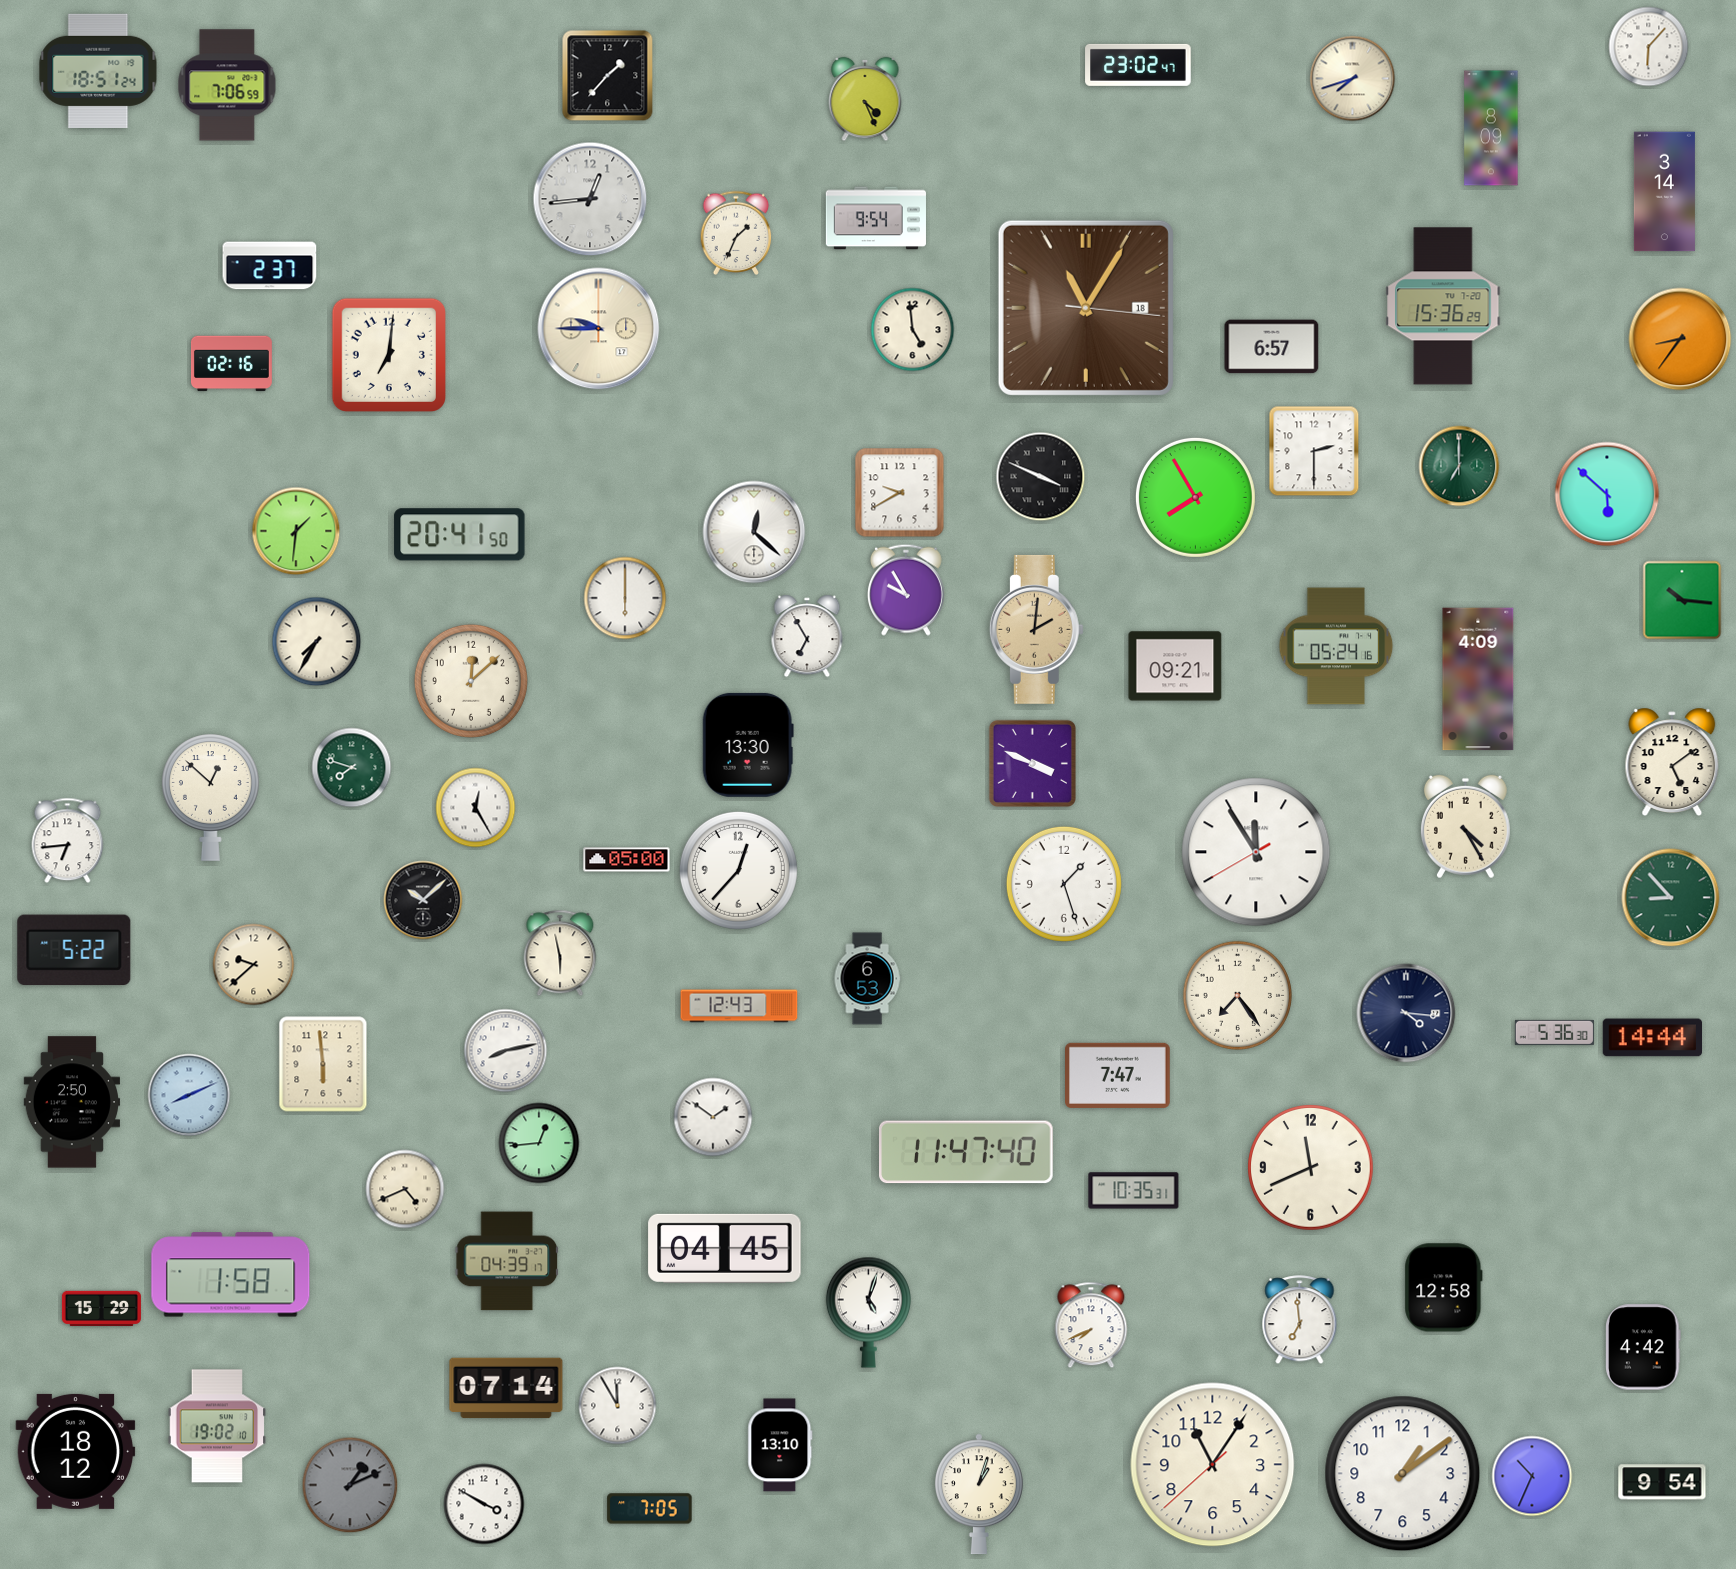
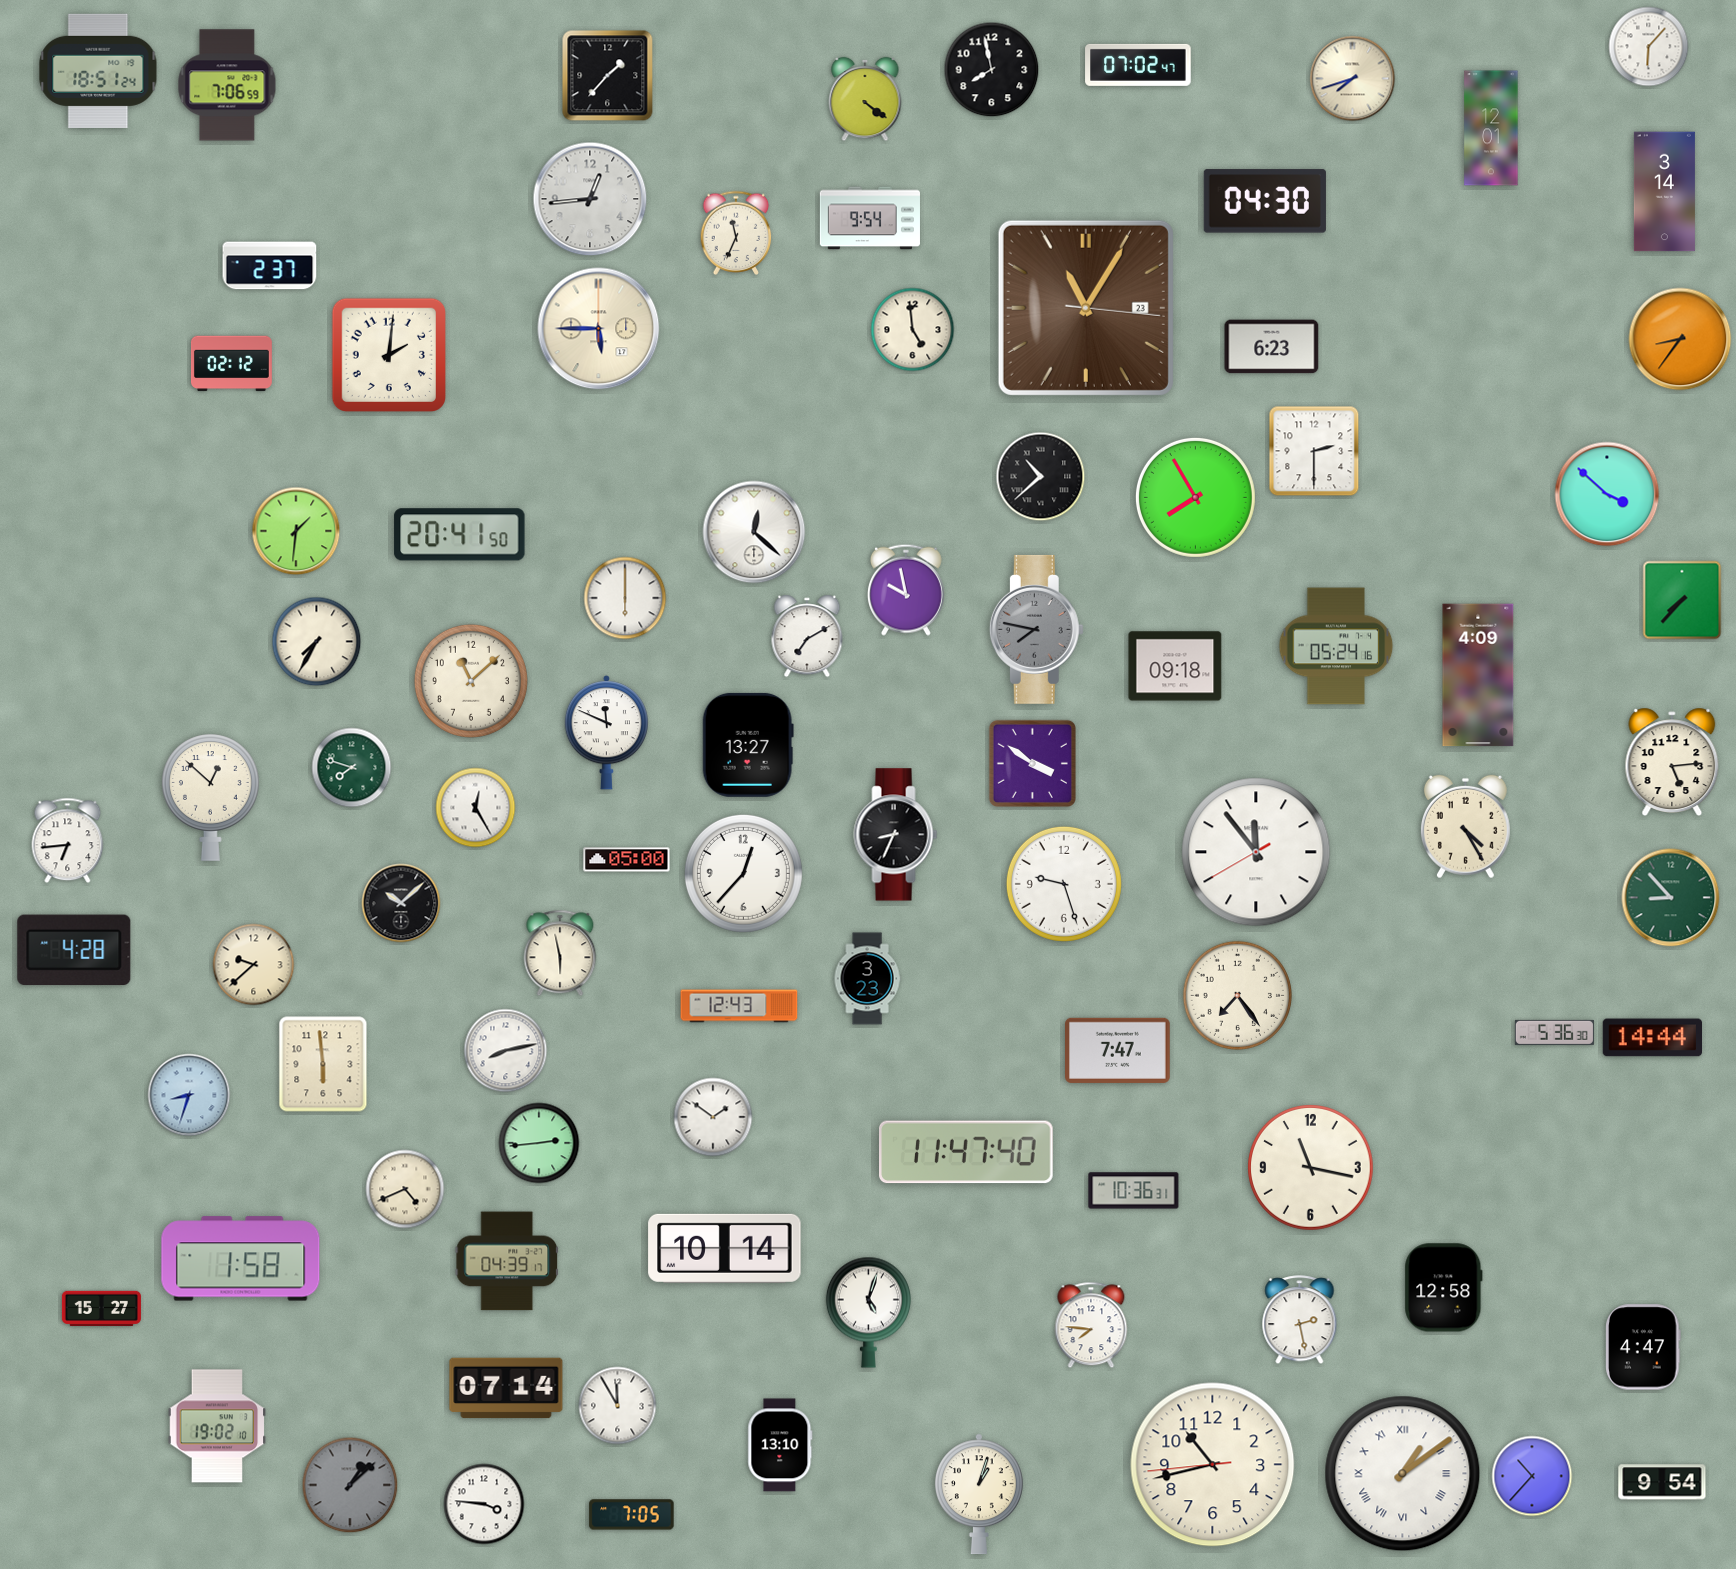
clock at (1138, 65): 23:02 -> 07:02
clock at (992, 70): none -> 7:58
clock at (865, 99): 4:26 -> 4:21
clock at (1491, 128): 8:09 -> 12:01
clock at (1265, 201): none -> 04:30
clock at (876, 218) position: (876, 218) -> (870, 218)
clock at (736, 233): 1:34 -> 11:34
clock at (1443, 306): 15:36 -> none
clock at (1086, 308) date: 18 -> 23
clock at (599, 329): 9:45 -> 5:45
clock at (1272, 347): 6:57 -> 6:23
clock at (388, 354): 7:01 -> 2:01
clock at (231, 364): 02:16 -> 02:12
clock at (1459, 466): 7:00 -> none
clock at (1041, 477): 3:49 -> 10:38
clock at (900, 493): 9:40 -> none
clock at (1607, 494): 5:52 -> 3:52
clock at (906, 590): 9:55 -> 9:58
clock at (1682, 600): 10:16 -> 7:37
clock at (1036, 629): 2:01 -> 7:47
clock at (1036, 629) dial: champagne -> grey
clock at (807, 636): 6:55 -> 7:10
clock at (1175, 666): 09:21 -> 09:18
clock at (1478, 679) position: (1478, 679) -> (1478, 675)
clock at (471, 681): 12:08 -> 11:08
clock at (606, 733): none -> 11:49
clock at (748, 745): 13:30 -> 13:27
clock at (1672, 761): 5:09 -> 5:14
clock at (1032, 763): 3:49 -> 3:51
clock at (896, 835): none -> 8:34
clock at (1256, 852): 11:54 -> 11:53
clock at (738, 870) position: (738, 870) -> (743, 873)
clock at (1064, 884): 1:27 -> 9:27
clock at (423, 900) position: (423, 900) -> (401, 903)
clock at (74, 950): 5:22 -> 4:28
clock at (867, 979): 6:53 -> 3:23
clock at (1406, 1013): 4:16 -> none
clock at (1118, 1075) position: (1118, 1075) -> (1118, 1050)
clock at (189, 1095): 8:11 -> 8:33
clock at (71, 1102): 2:50 -> none
clock at (539, 1143): 12:44 -> 2:44
clock at (1311, 1168): 11:41 -> 11:17
clock at (1134, 1191): 10:35 -> 10:36
clock at (725, 1248): 04:45 -> 10:14
clock at (231, 1275) position: (231, 1275) -> (241, 1259)
clock at (101, 1308): 15:29 -> 15:27
clock at (1300, 1320): 6:59 -> 2:28
clock at (1091, 1325): 7:41 -> 7:46
clock at (1643, 1347): 4:42 -> 4:47
clock at (76, 1451): 18:12 -> none
clock at (1213, 1465): 11:05 -> 10:42
clock at (1403, 1474) numerals: Arabic -> Roman
clock at (1532, 1476): 10:34 -> 10:37
clock at (350, 1485): 1:11 -> 1:08
clock at (484, 1504): 3:50 -> 3:46
clock at (650, 1509) position: (650, 1509) -> (632, 1515)
